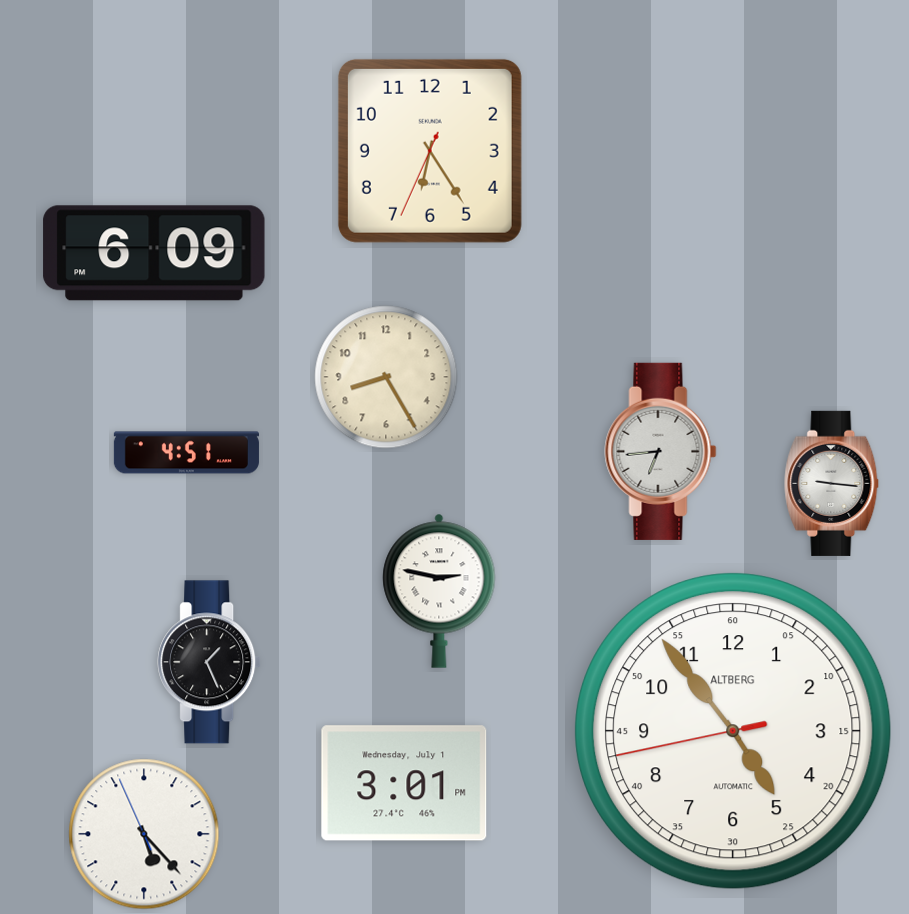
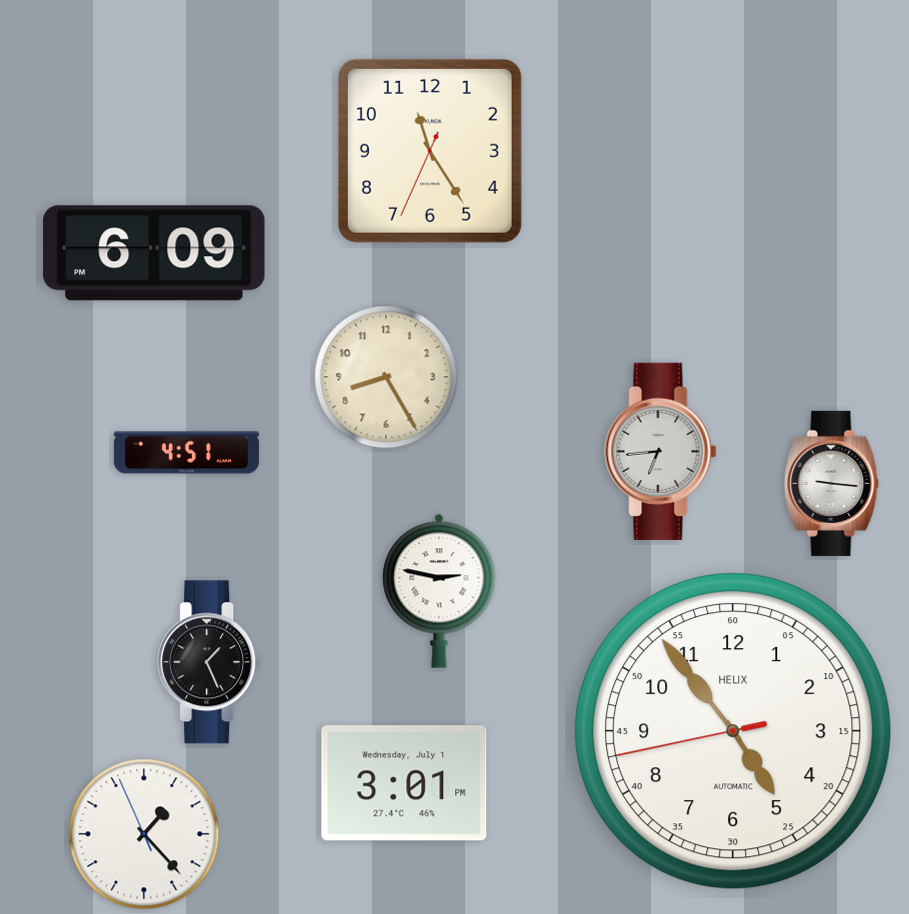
clock at (430, 151): 6:24 -> 11:24
clock at (733, 731) brand: ALTBERG -> HELIX
clock at (144, 834): 5:22 -> 1:22
